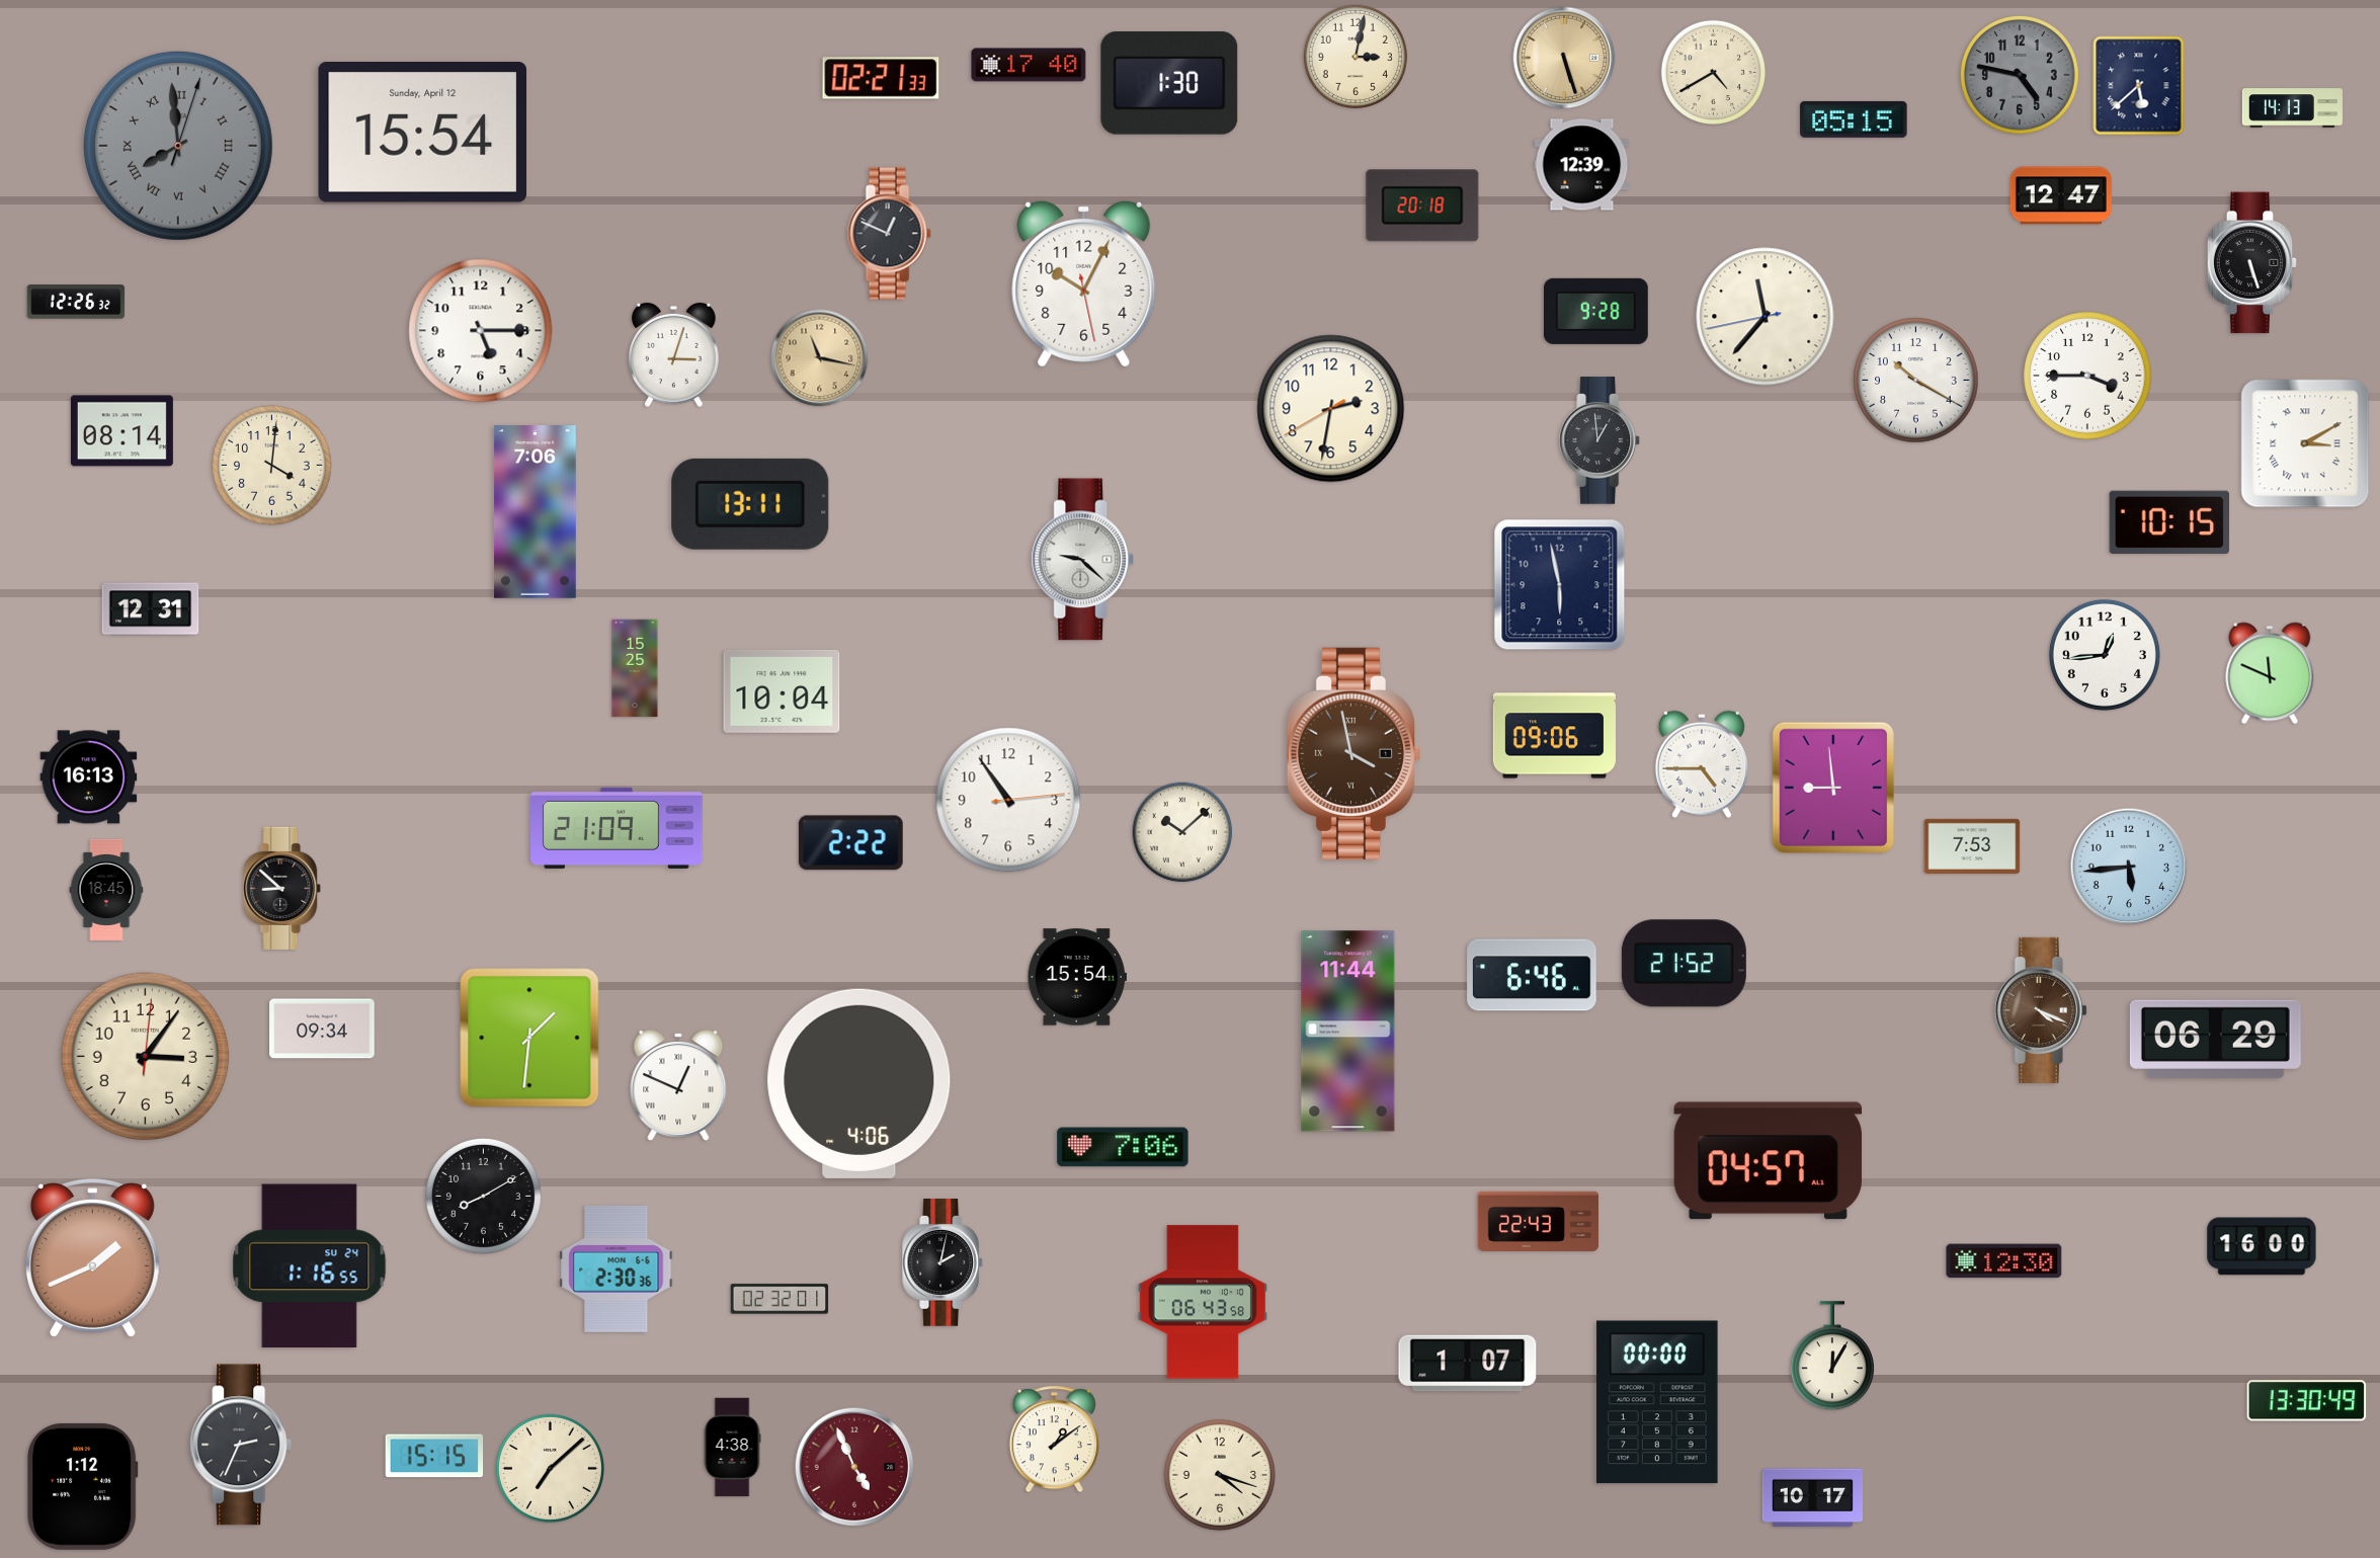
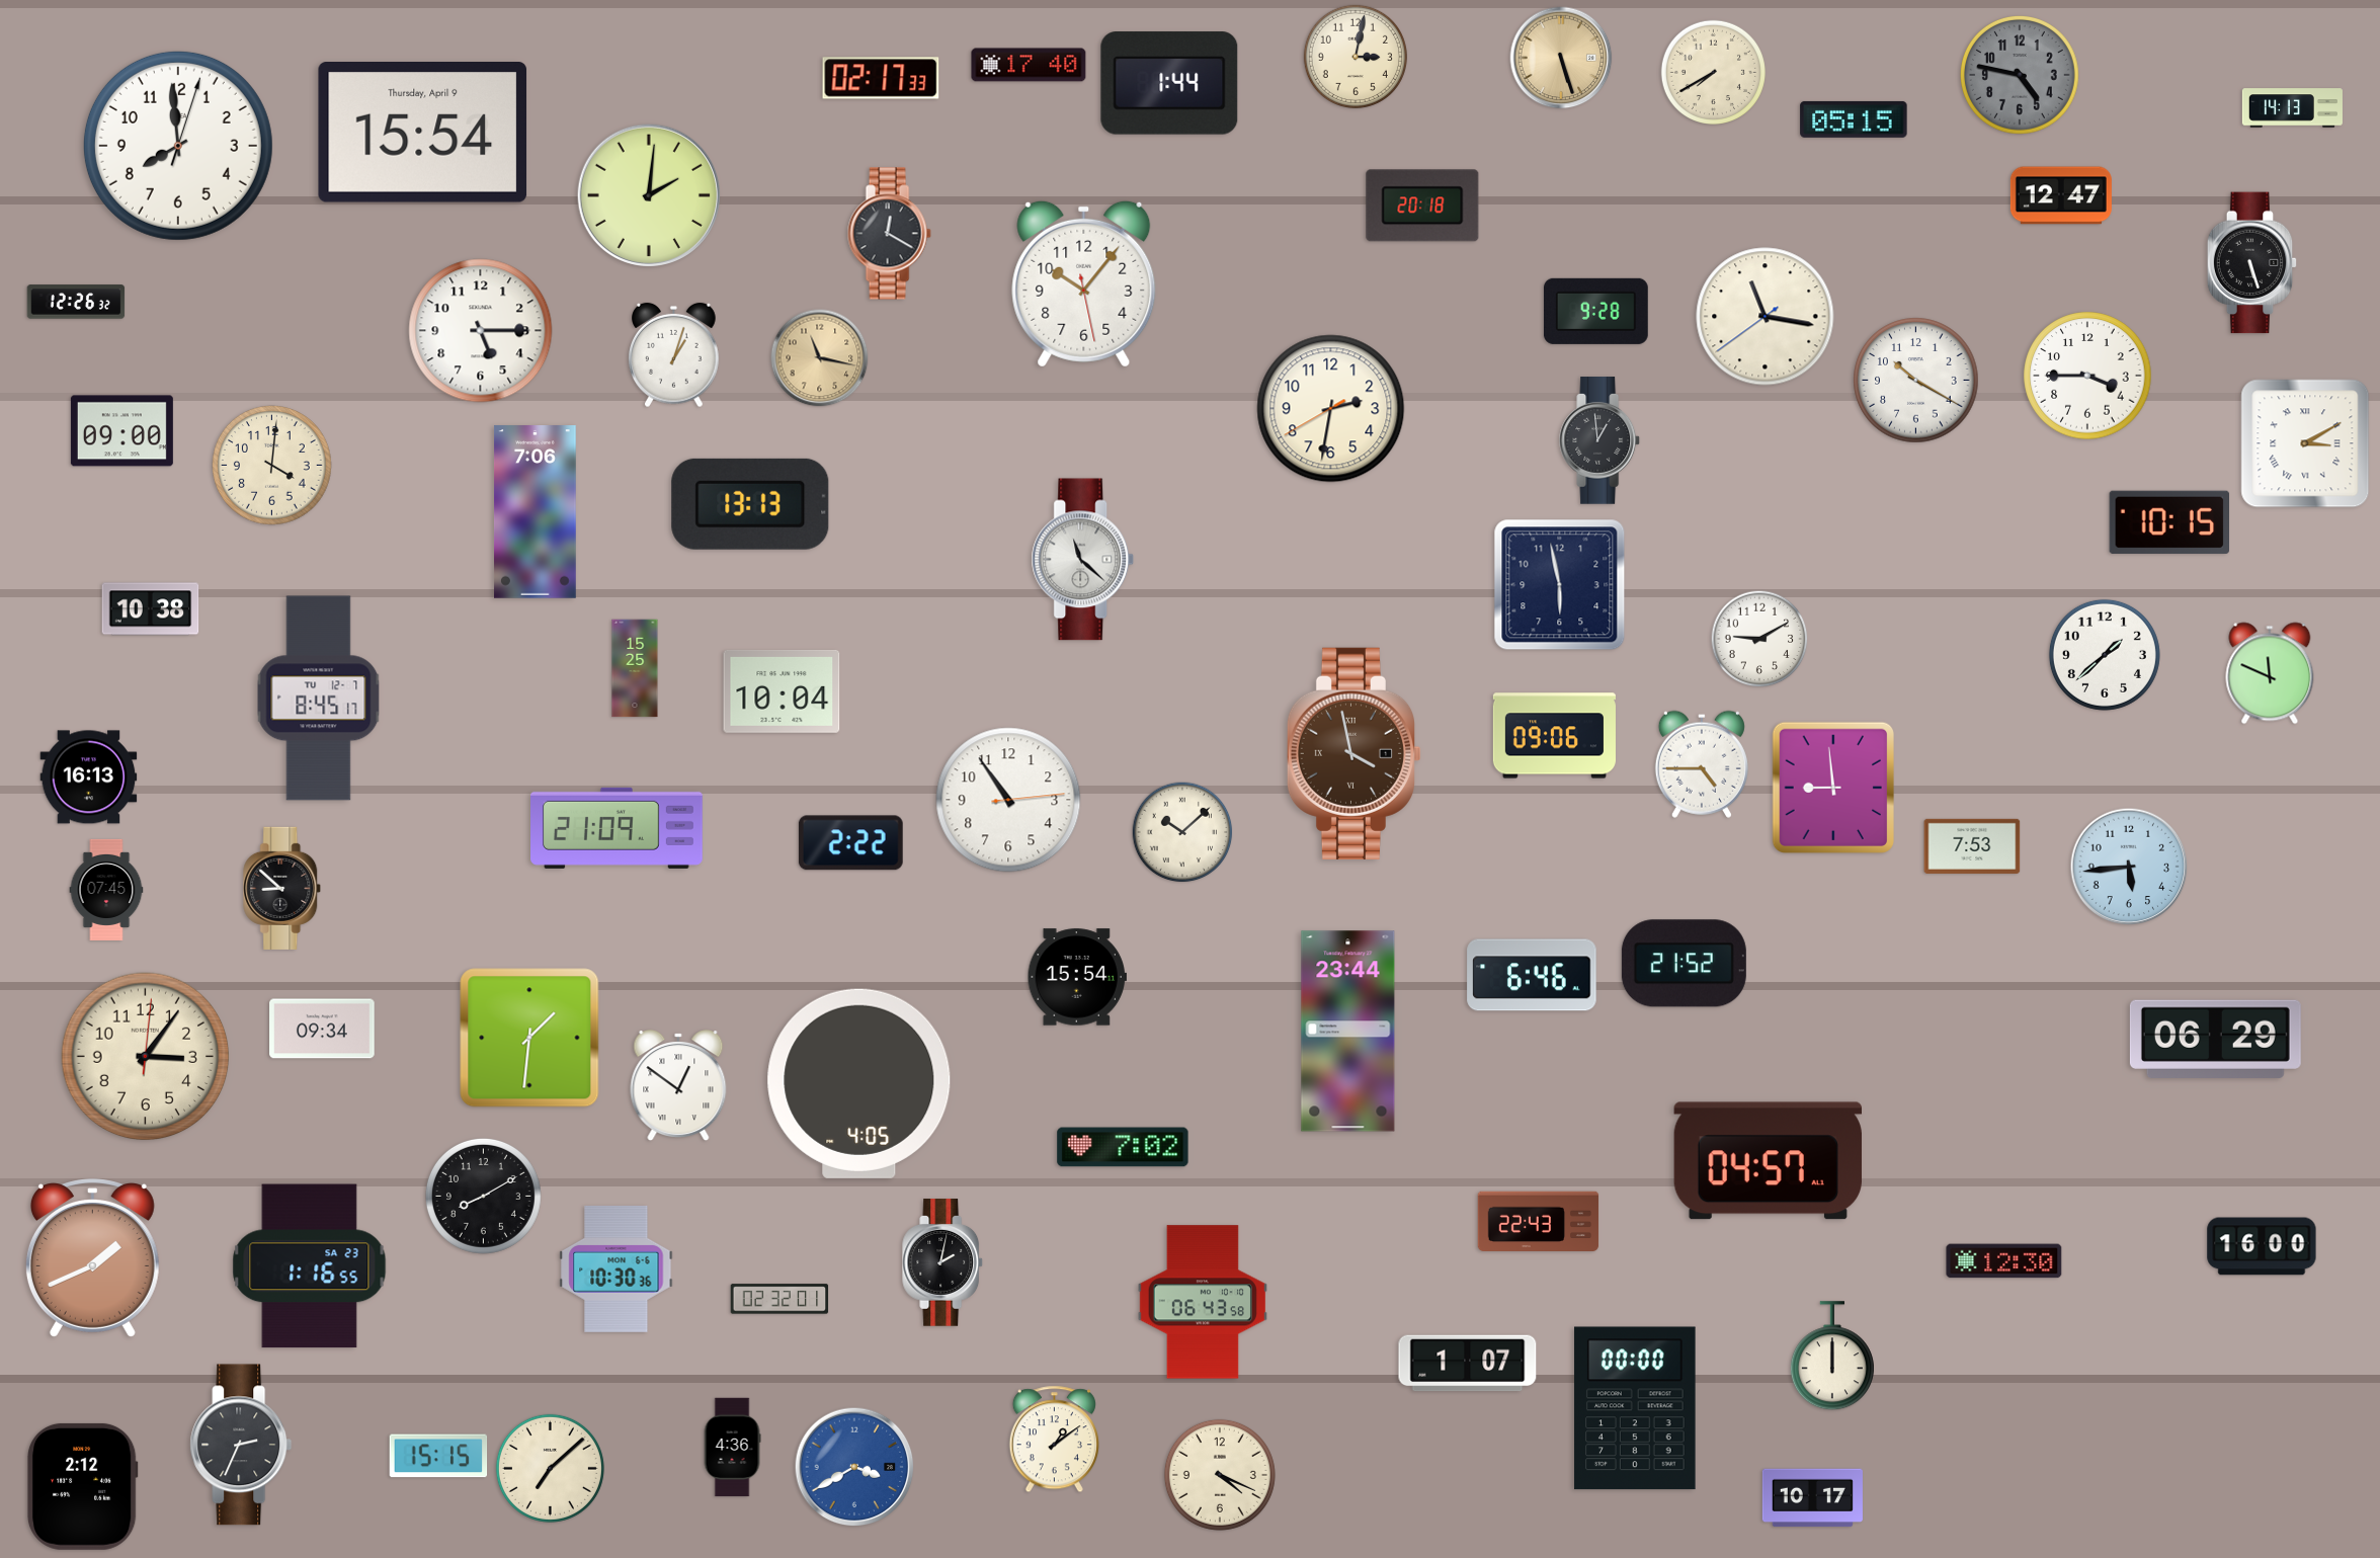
clock at (1564, 58) position: (1564, 58) -> (1561, 58)
clock at (1713, 72): 4:40 -> 7:40
clock at (881, 78): 02:21 -> 02:17
clock at (1169, 83): 1:30 -> 1:44
clock at (2139, 86): 5:38 -> none
clock at (423, 133) date: Sunday, April 12 -> Thursday, April 9
clock at (178, 146) dial: grey -> white
clock at (178, 146) numerals: Roman -> Arabic
clock at (1582, 165): 12:39 -> none
clock at (648, 194): none -> 2:01
clock at (889, 234): 12:49 -> 12:20
clock at (1084, 283): 10:04 -> 10:06
clock at (1766, 317): 11:36 -> 11:16
clock at (674, 355): 3:03 -> 1:03
clock at (121, 431): 08:14 -> 09:00
clock at (750, 504): 13:11 -> 13:13
clock at (1083, 560): 9:22 -> 11:22
clock at (151, 609): 12:31 -> 10:38
clock at (1759, 639): none -> 9:10
clock at (2105, 655): 12:44 -> 1:38
clock at (319, 699): none -> 8:45
clock at (106, 890): 18:45 -> 07:45
clock at (2041, 1010): 4:19 -> none
clock at (1348, 1032): 11:44 -> 23:44
clock at (859, 1083): 4:06 -> 4:05
clock at (678, 1086): 12:49 -> 12:51
clock at (1123, 1147): 7:06 -> 7:02
clock at (310, 1266) date: SU 24 -> SA 23
clock at (617, 1268): 2:30 -> 10:30
clock at (1832, 1357): 12:05 -> 12:00
clock at (2307, 1401): 13:30 -> none
clock at (1657, 1402) position: (1657, 1402) -> (1635, 1408)
clock at (732, 1448): 4:38 -> 4:36
clock at (434, 1456) position: (434, 1456) -> (438, 1456)
clock at (854, 1467): 4:56 -> 3:40
clock at (854, 1467) dial: burgundy -> blue
clock at (1220, 1475): 4:18 -> 4:19
clock at (82, 1486): 1:12 -> 2:12
